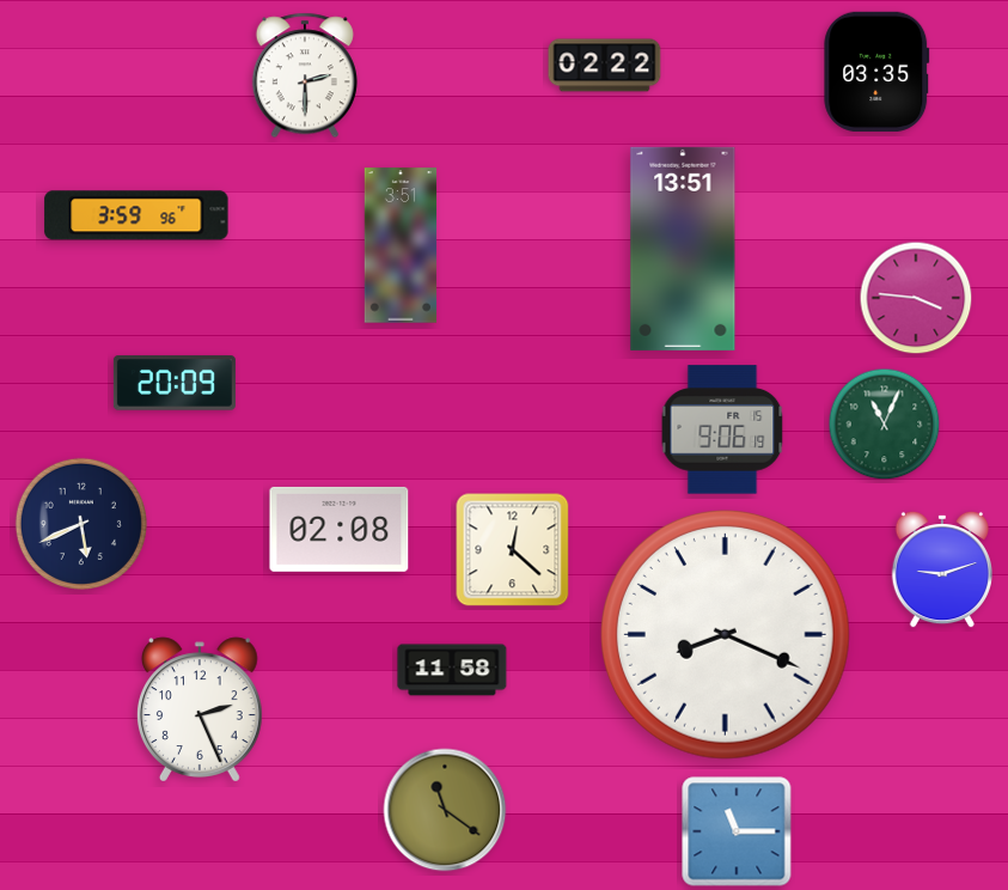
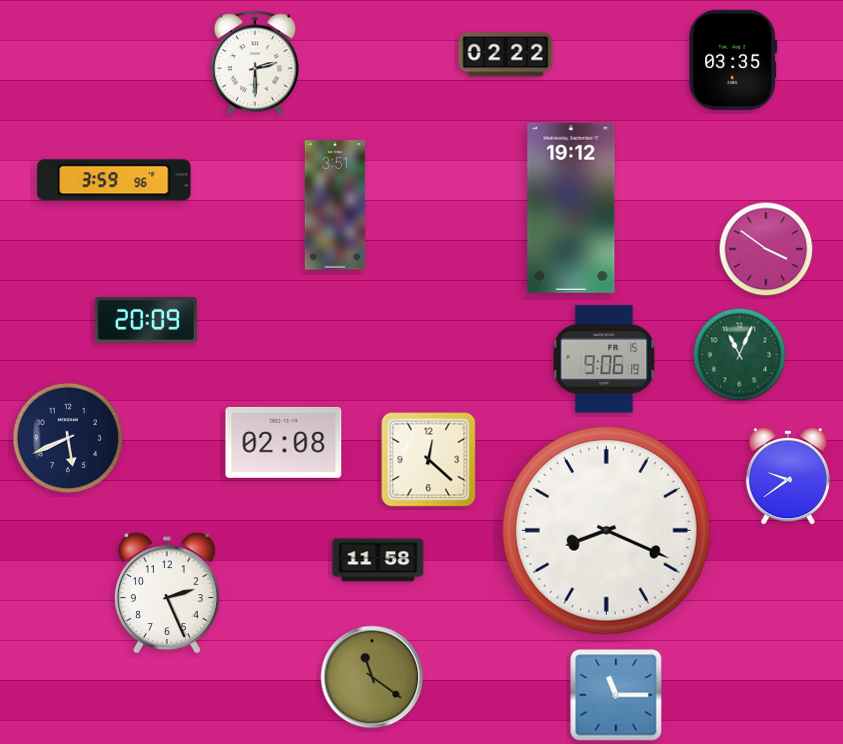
clock at (683, 249): 13:51 -> 19:12
clock at (916, 298): 3:46 -> 3:51
clock at (941, 569): 9:12 -> 9:39
